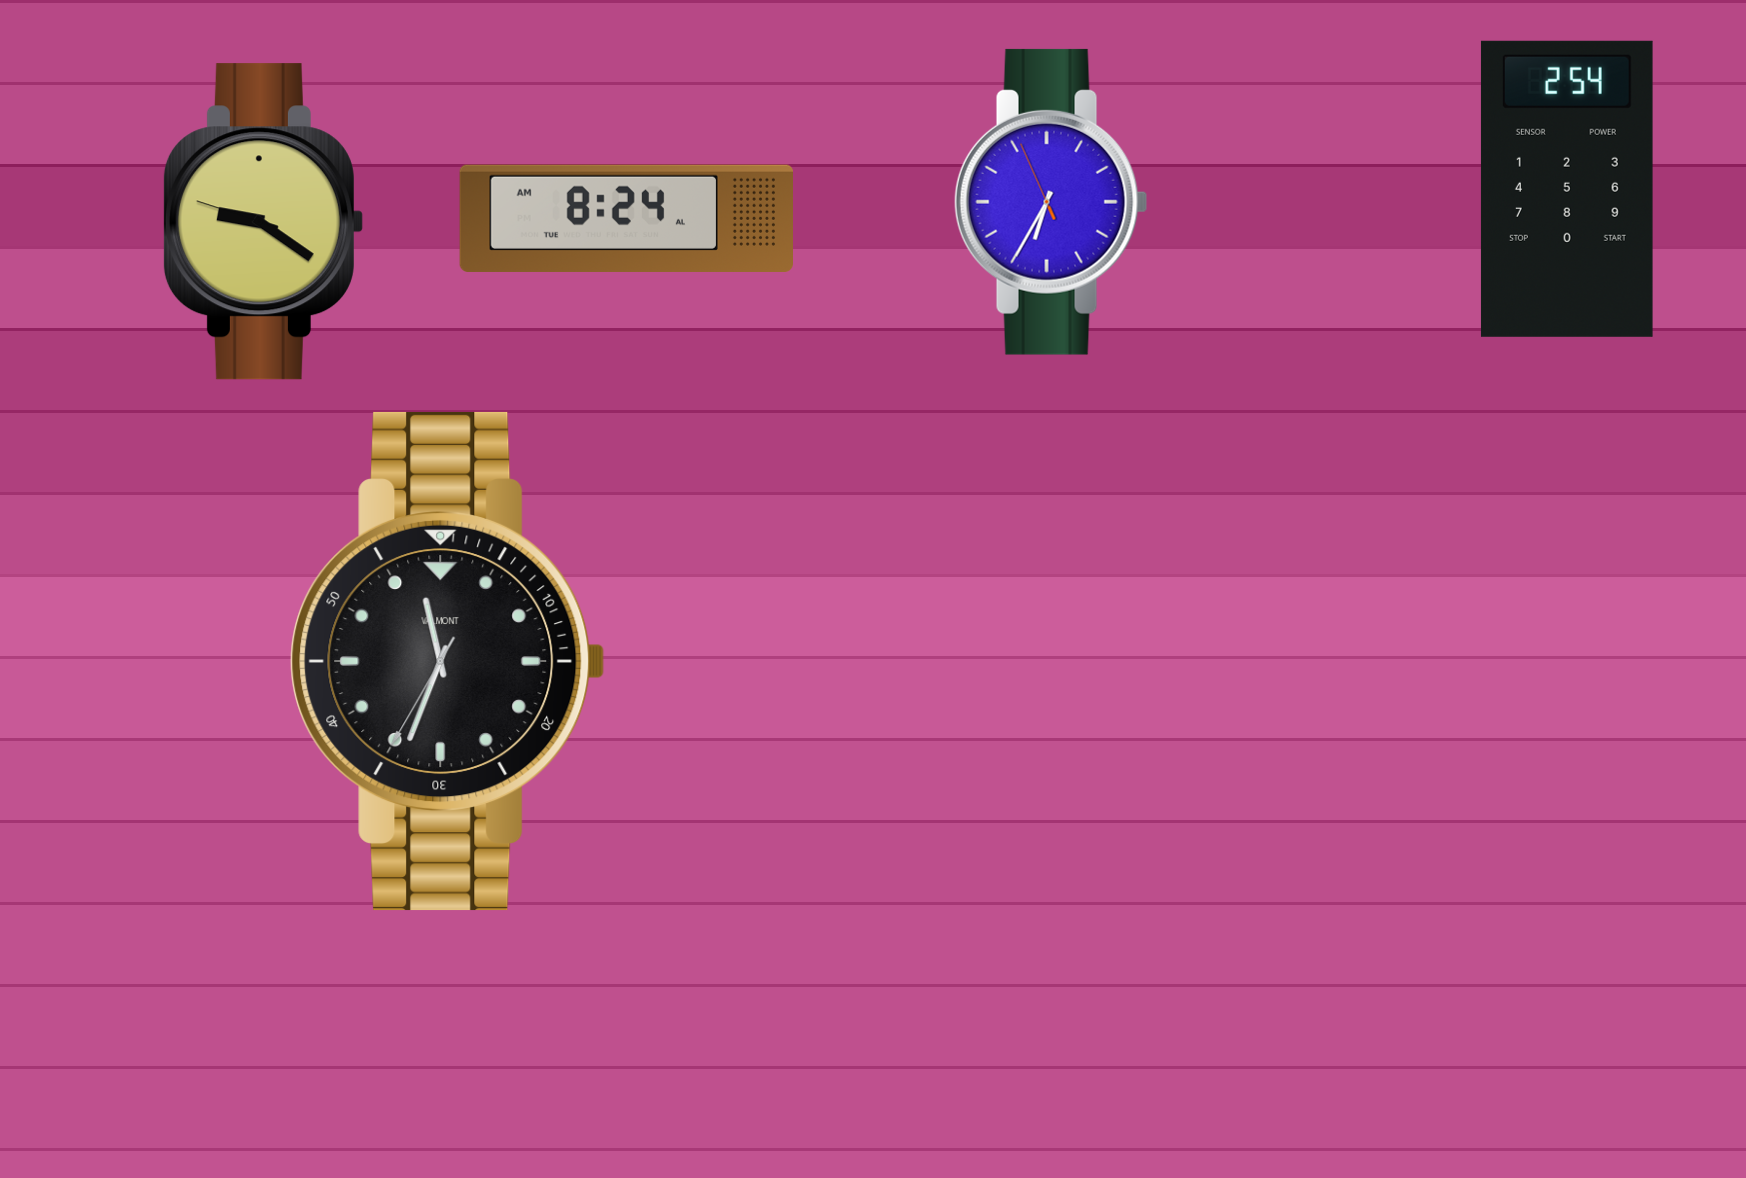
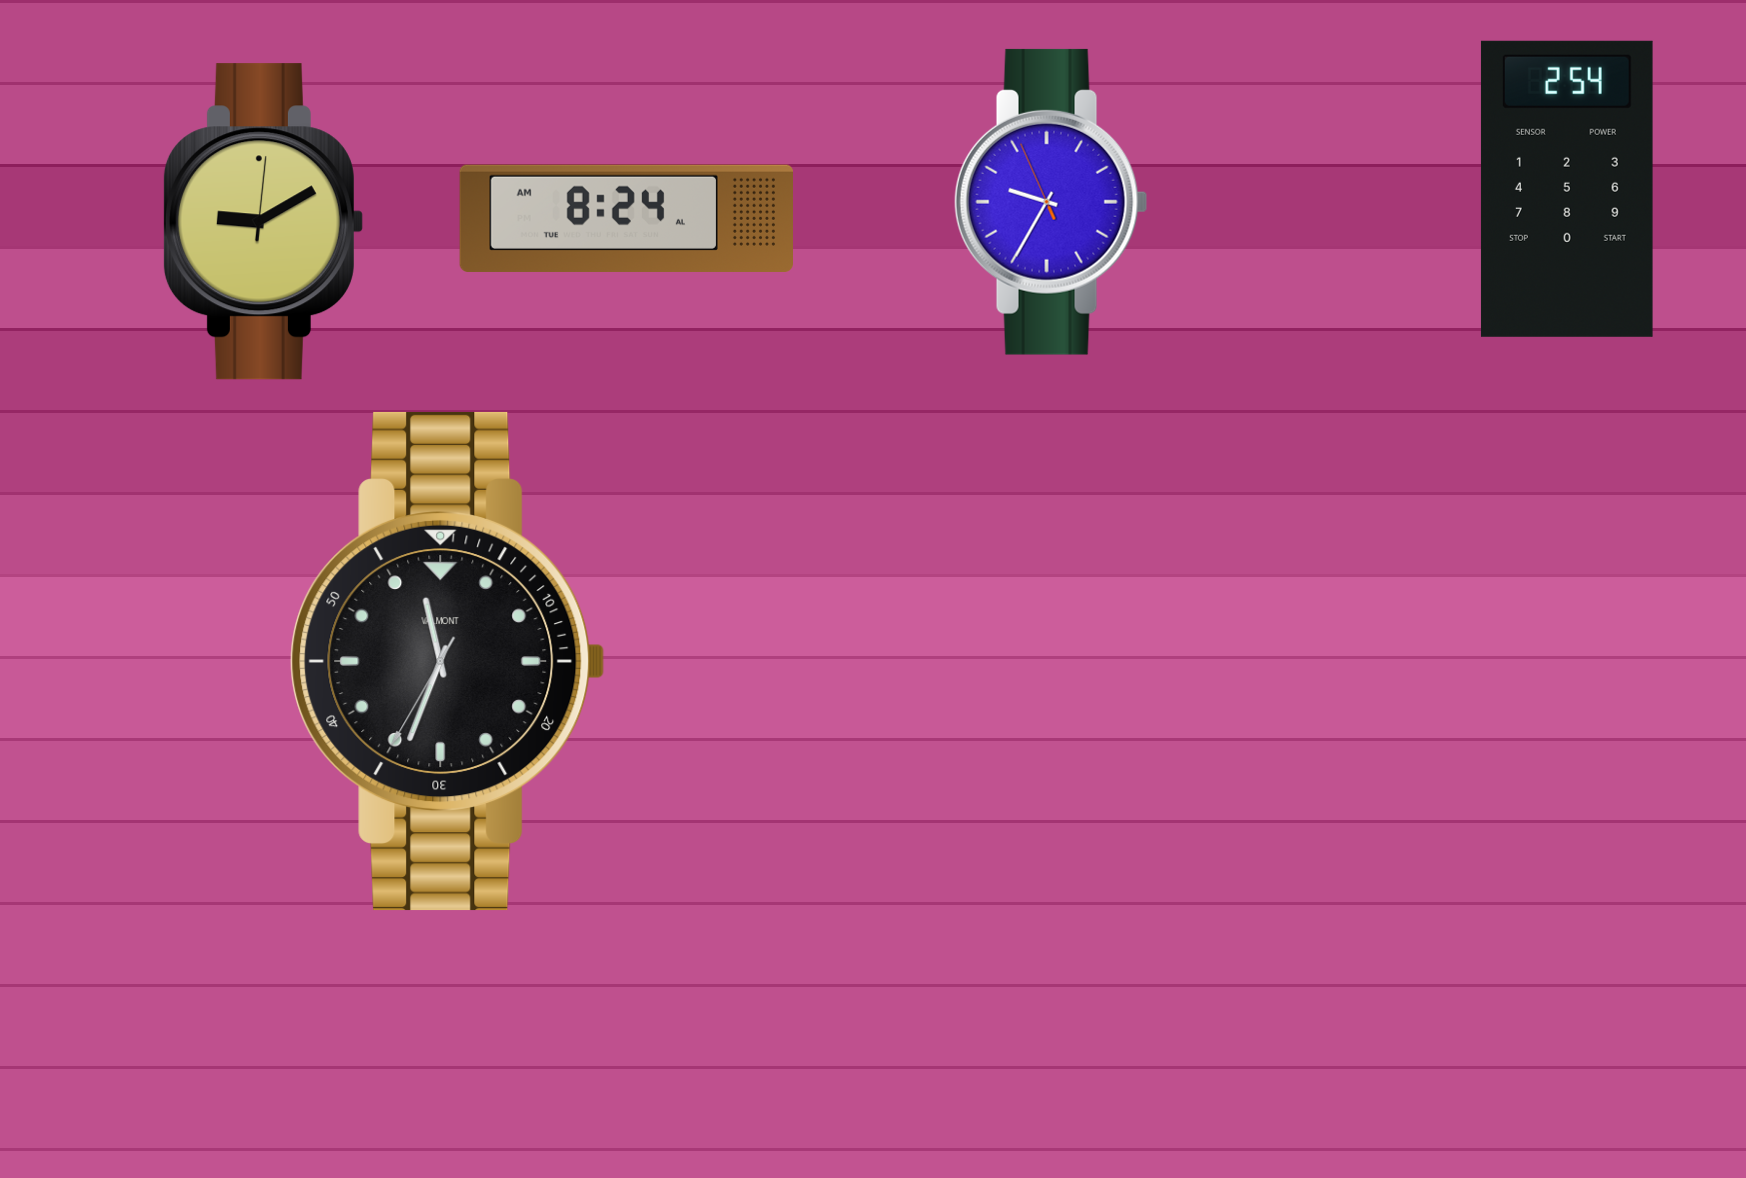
clock at (1051, 202): 6:34 -> 9:34
clock at (263, 222): 9:20 -> 9:10
